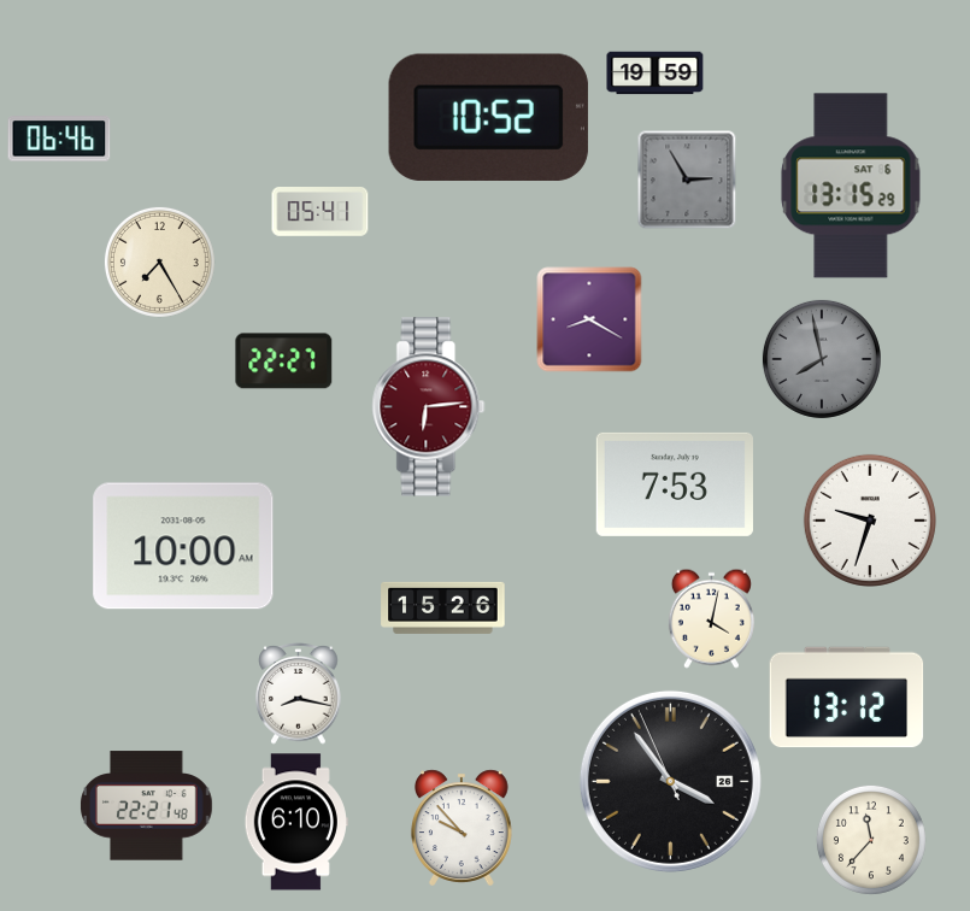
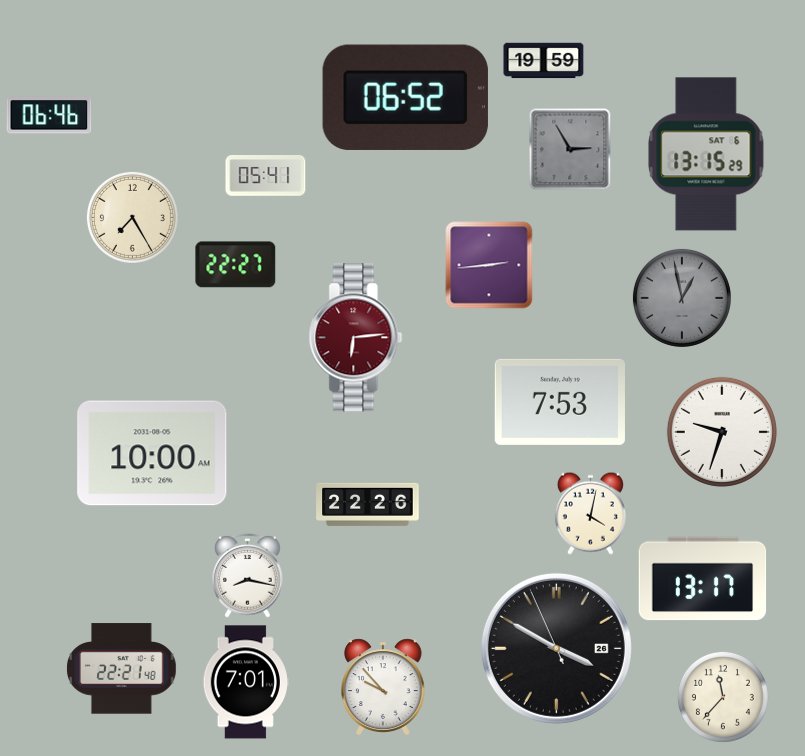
clock at (488, 117): 10:52 -> 06:52
clock at (589, 319): 8:20 -> 2:44
clock at (822, 359): 7:58 -> 12:58
clock at (284, 362) position: (284, 362) -> (236, 265)
clock at (443, 607): 15:26 -> 22:26
clock at (847, 698): 13:12 -> 13:17
clock at (670, 781): 3:53 -> 3:49
clock at (296, 822): 6:10 -> 7:01
